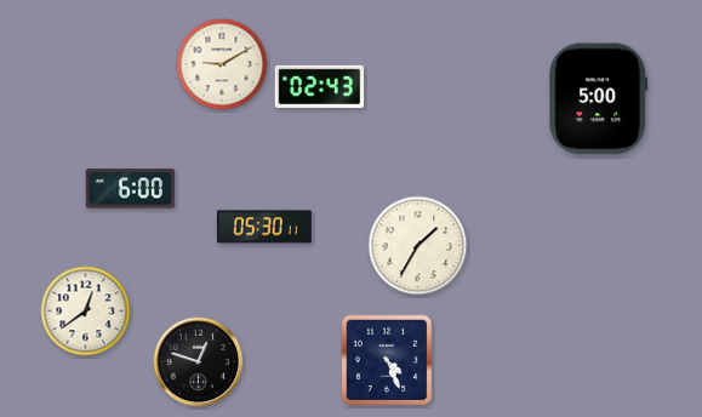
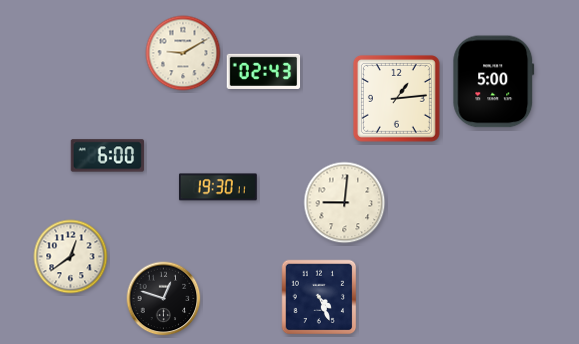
clock at (396, 98): none -> 1:14
clock at (264, 227): 05:30 -> 19:30
clock at (418, 246): 1:35 -> 9:01
